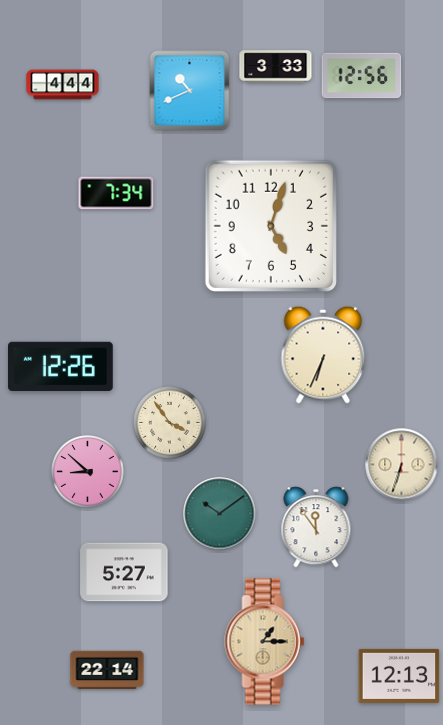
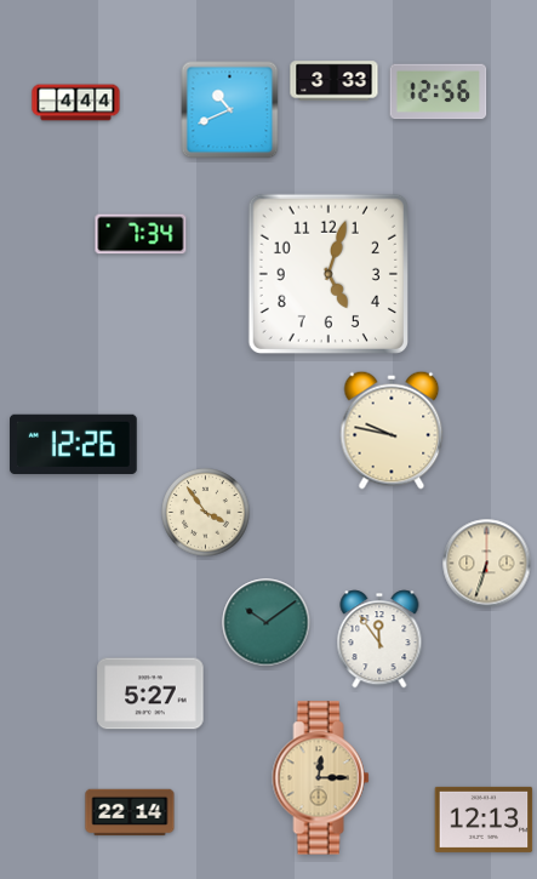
clock at (323, 355): 6:34 -> 9:47
clock at (88, 472): 8:52 -> none
clock at (316, 527) position: (316, 527) -> (379, 639)
clock at (265, 642): 1:15 -> 12:15
